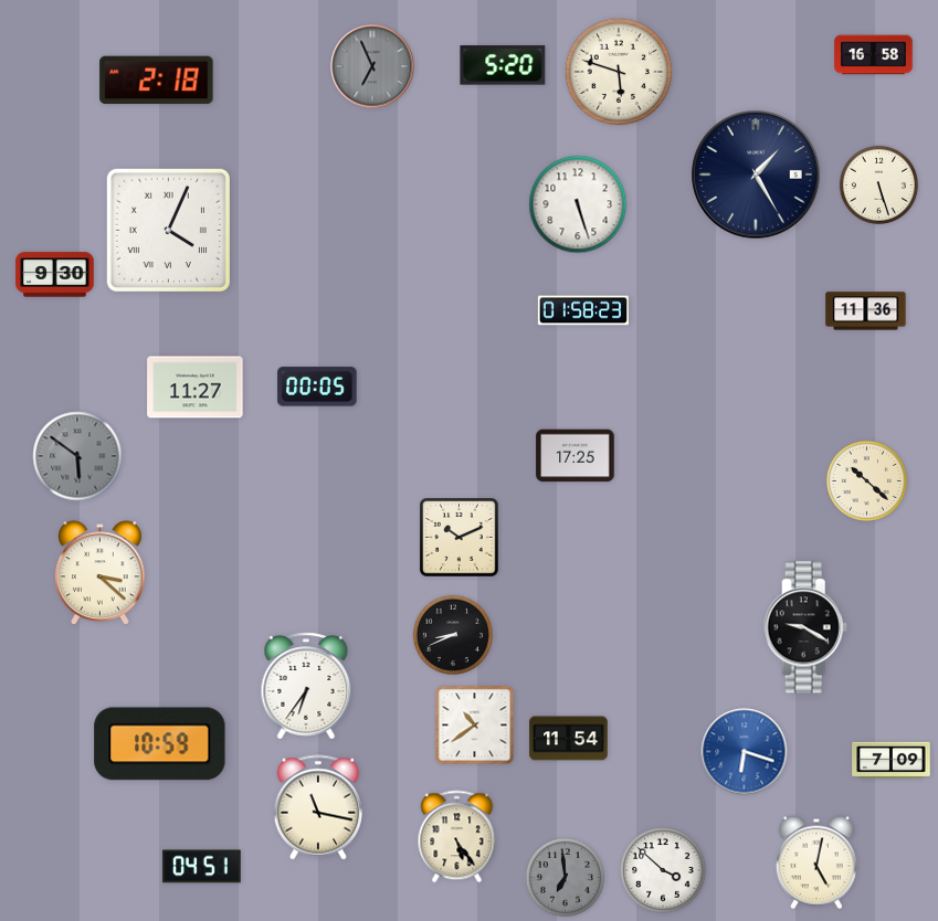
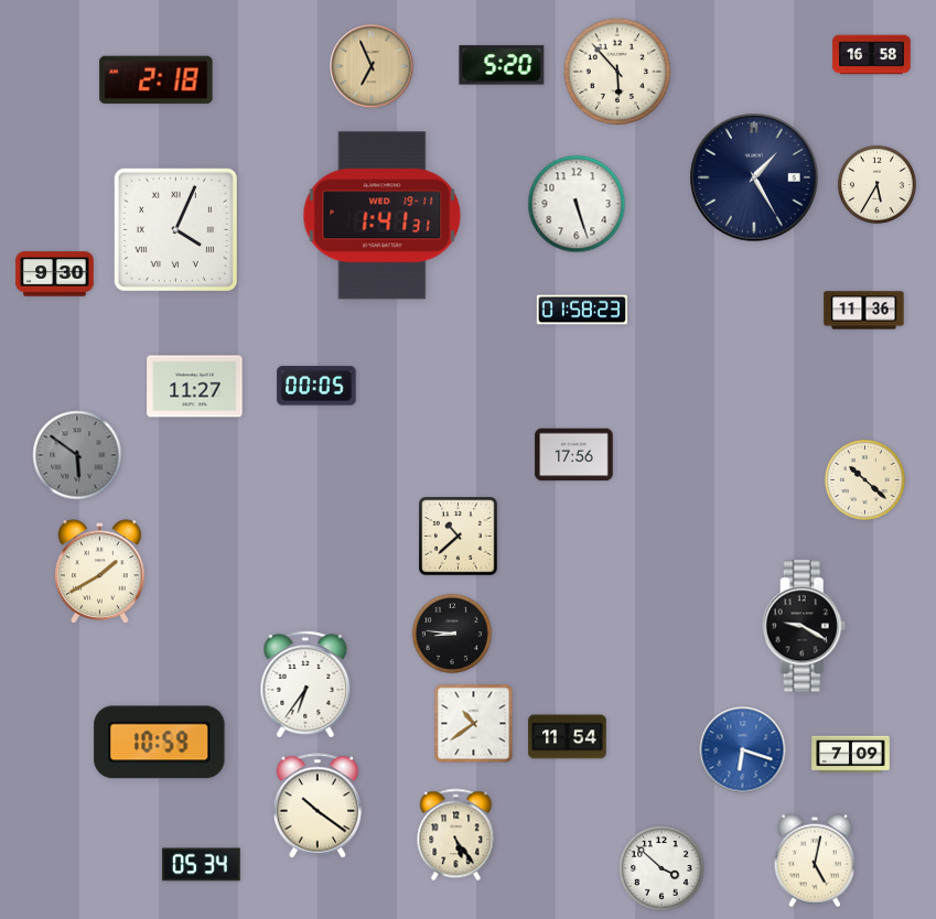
clock at (372, 66) dial: grey -> champagne
clock at (619, 72): 5:48 -> 5:53
clock at (756, 174) position: (756, 174) -> (754, 177)
clock at (878, 184): 5:27 -> 5:35
clock at (383, 216): none -> 1:41
clock at (168, 230) position: (168, 230) -> (175, 229)
clock at (576, 456): 17:25 -> 17:56
clock at (460, 538): 10:11 -> 10:38
clock at (101, 572): 3:22 -> 1:40
clock at (453, 635): 8:41 -> 8:46
clock at (892, 761) position: (892, 761) -> (851, 755)
clock at (318, 807): 11:17 -> 10:21
clock at (202, 867): 04:51 -> 05:34
clock at (565, 877): 6:59 -> none
